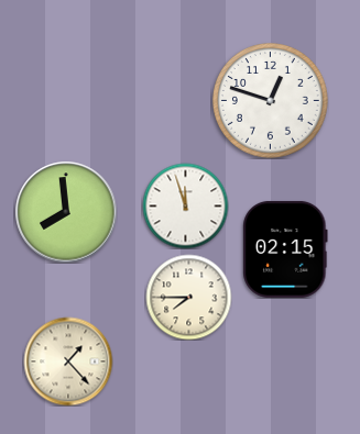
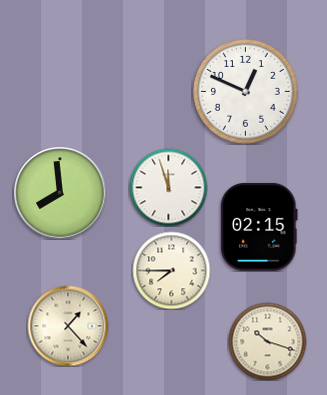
clock at (271, 101): 12:48 -> 12:49
clock at (68, 361) position: (68, 361) -> (68, 326)
clock at (267, 341): none -> 10:18
